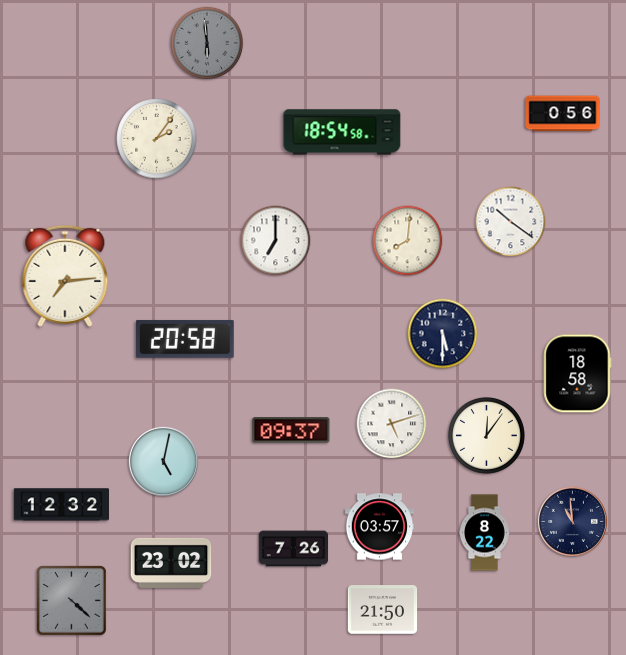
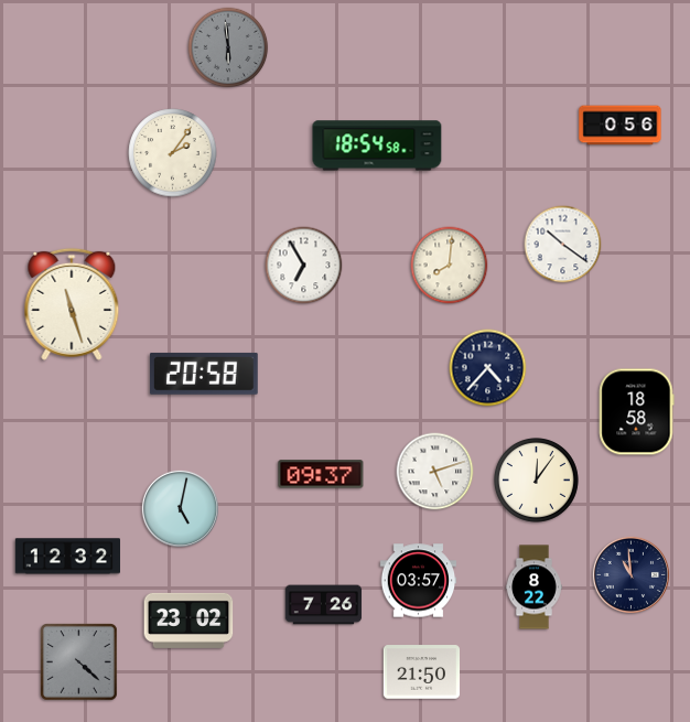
clock at (276, 241): 7:00 -> 6:55
clock at (65, 276): 7:14 -> 11:27
clock at (443, 334): 5:30 -> 4:37
clock at (392, 424) position: (392, 424) -> (435, 472)
